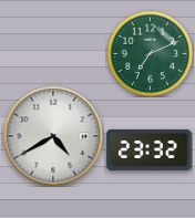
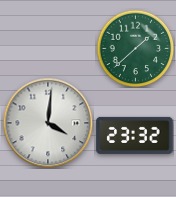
clock at (150, 53): 7:11 -> 1:38
clock at (53, 136): 4:40 -> 4:01
